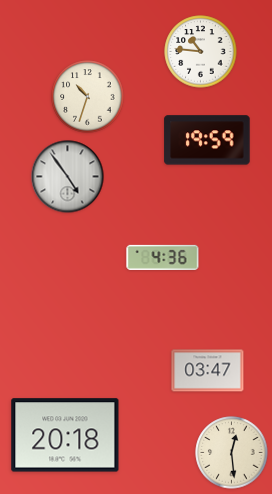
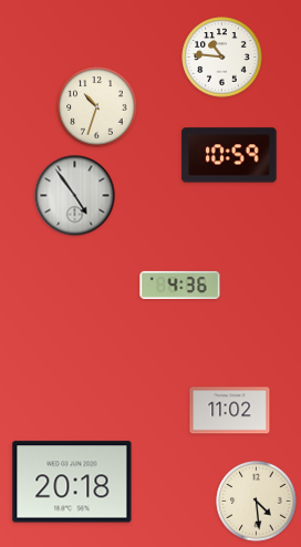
clock at (207, 140): 19:59 -> 10:59
clock at (208, 371): 03:47 -> 11:02
clock at (232, 453): 12:29 -> 4:29
